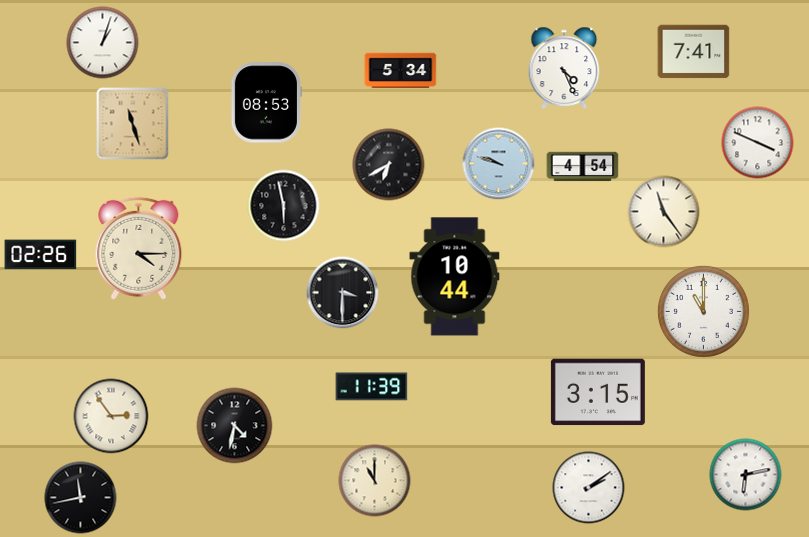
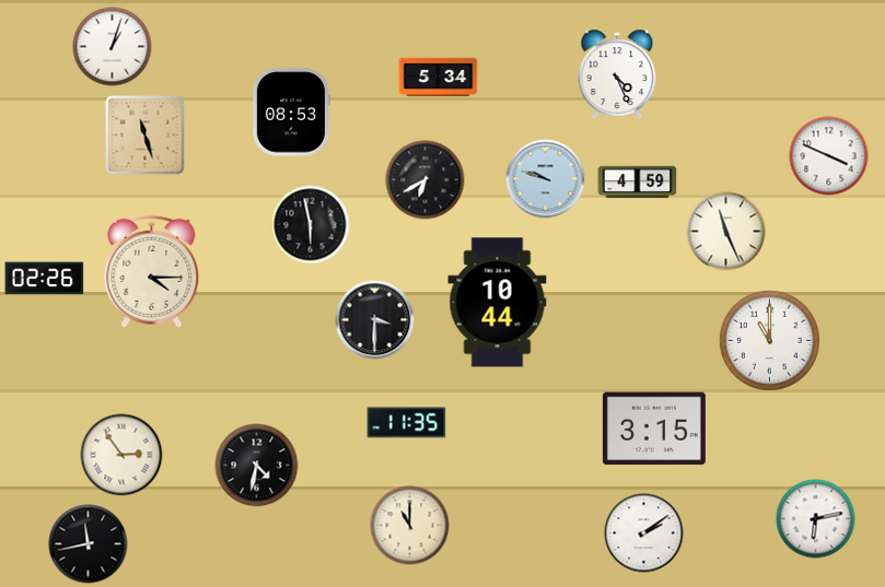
clock at (694, 52): 7:41 -> none
clock at (583, 167): 4:54 -> 4:59
clock at (664, 212): 11:24 -> 11:26
clock at (372, 387): 11:39 -> 11:35
